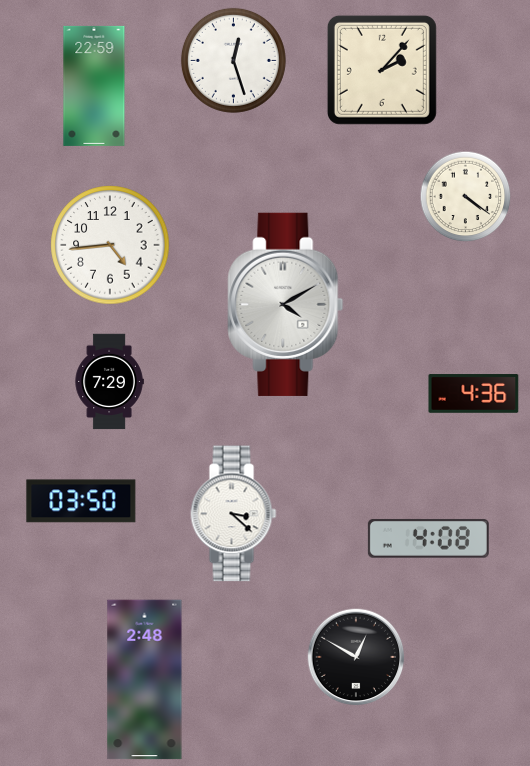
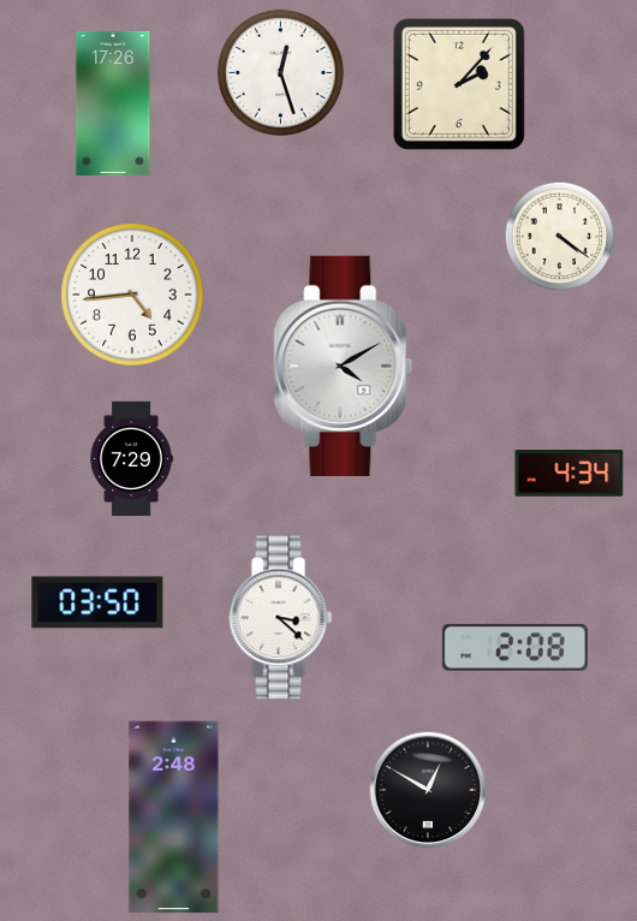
clock at (94, 86): 22:59 -> 17:26
clock at (474, 394): 4:36 -> 4:34
clock at (428, 539): 4:08 -> 2:08
